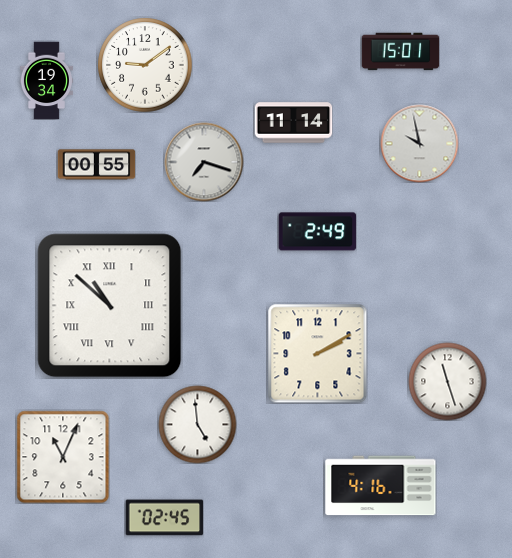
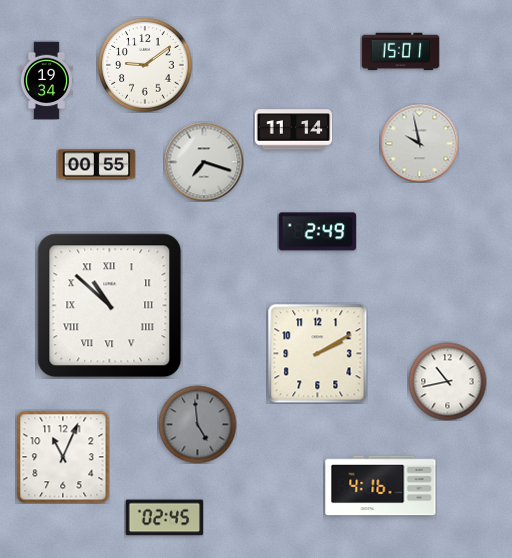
clock at (293, 123) position: (293, 123) -> (293, 130)
clock at (447, 381): 11:27 -> 10:43
clock at (197, 424) dial: white -> grey
